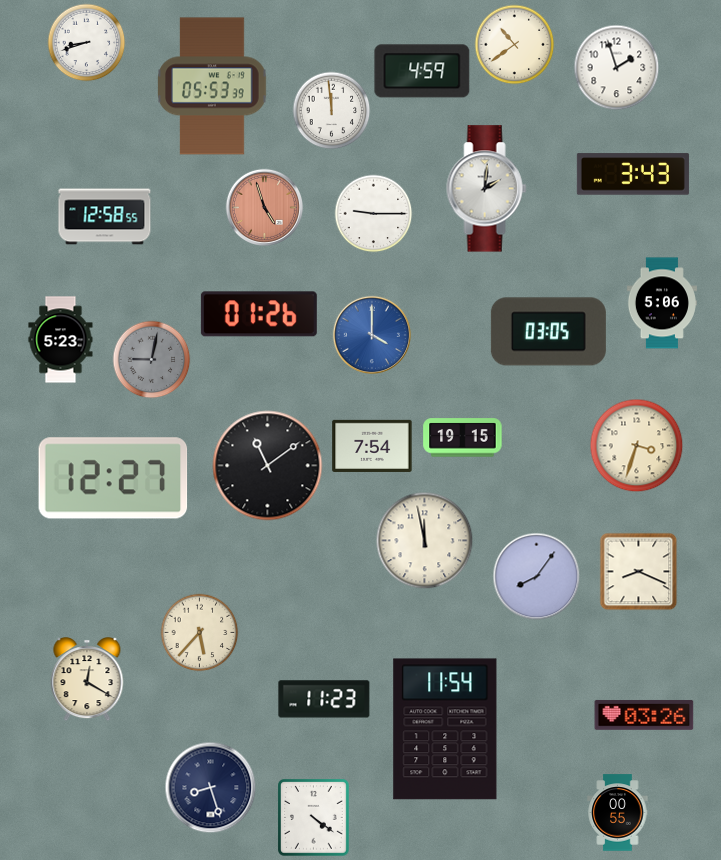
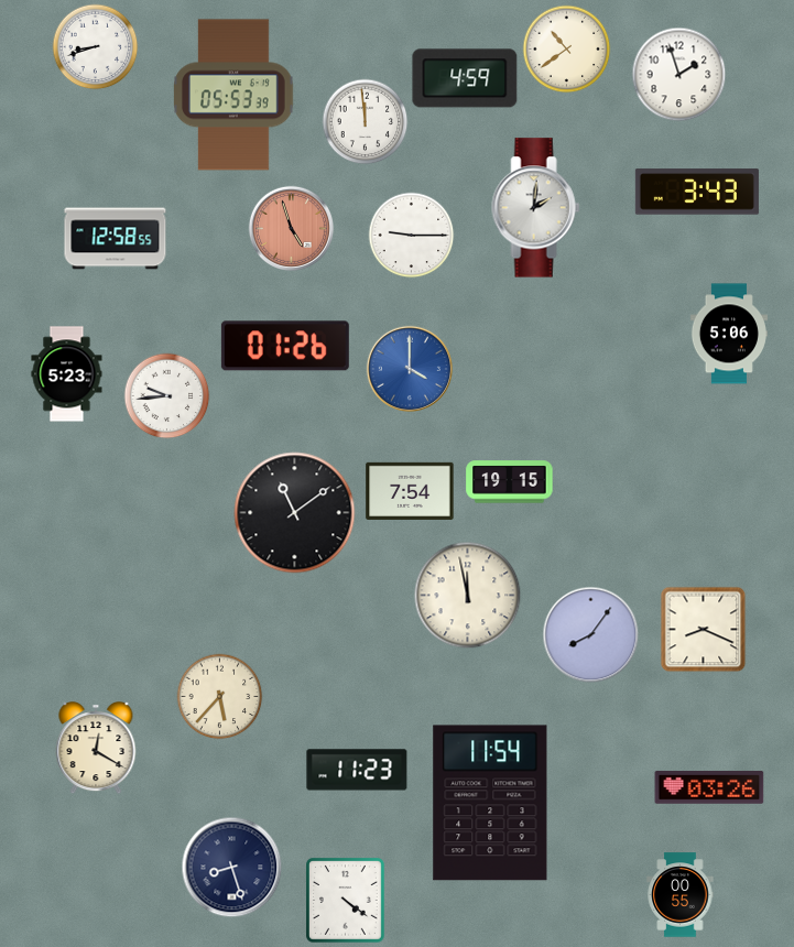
clock at (548, 332): 03:05 -> none
clock at (151, 359): 9:02 -> 9:44
clock at (151, 359) dial: grey -> white
clock at (636, 445): 3:33 -> none
clock at (113, 478): 12:27 -> none
